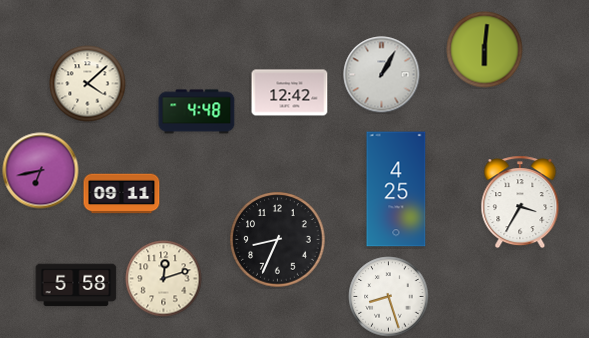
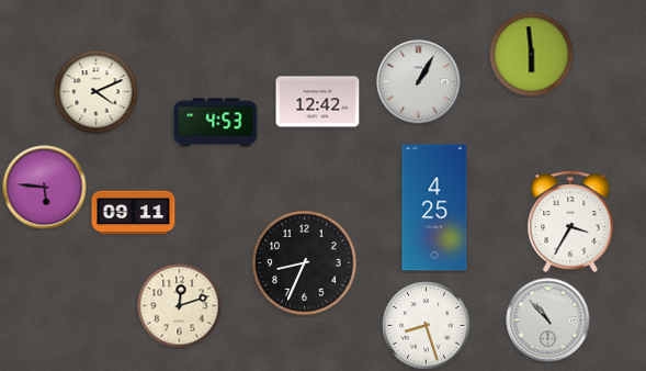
clock at (485, 50): 6:01 -> 5:59
clock at (88, 84): 4:08 -> 4:11
clock at (197, 112): 4:48 -> 4:53
clock at (41, 171): 6:43 -> 5:46
clock at (76, 285): 5:58 -> none
clock at (548, 321): none -> 10:53
